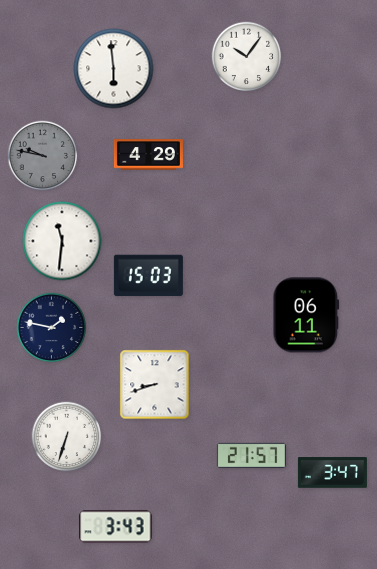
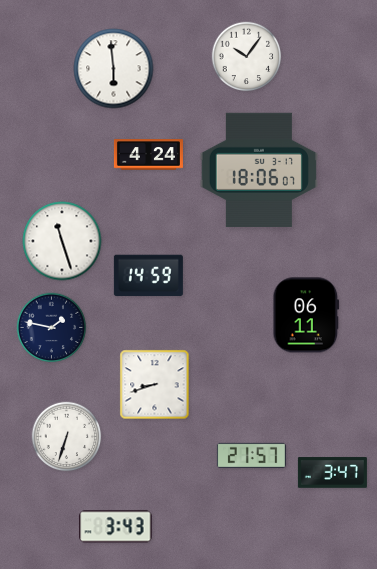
clock at (148, 155): 4:29 -> 4:24
clock at (43, 156): 9:47 -> none
clock at (259, 169): none -> 18:06
clock at (62, 241): 11:31 -> 11:27
clock at (148, 276): 15:03 -> 14:59
